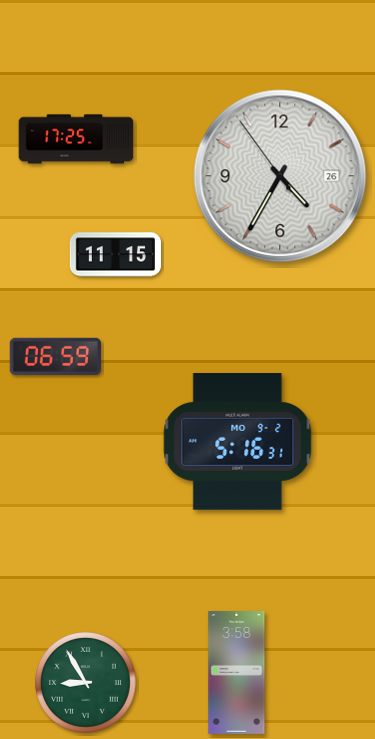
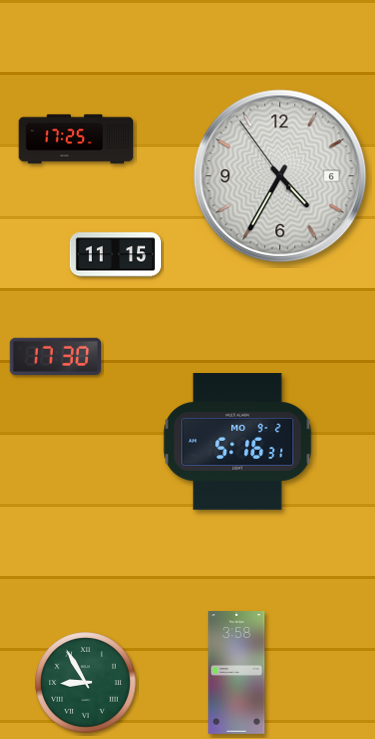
clock at (280, 176) date: 26 -> 6
clock at (55, 356): 06:59 -> 17:30
